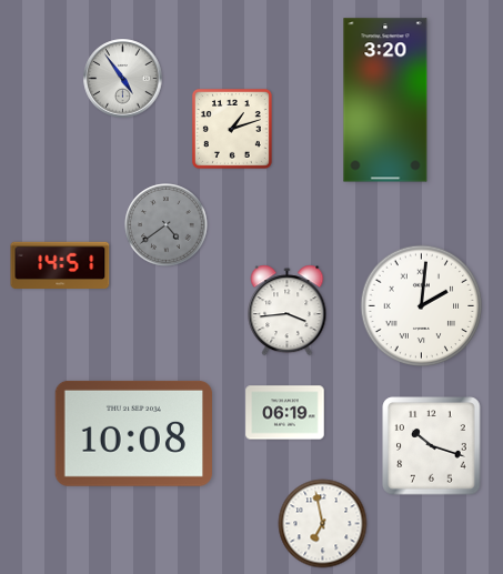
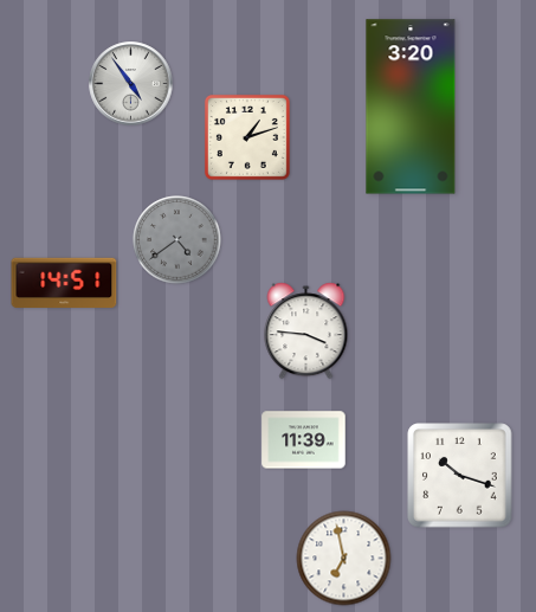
clock at (422, 306): 2:01 -> none
clock at (288, 311): 3:44 -> 3:46
clock at (285, 413): 06:19 -> 11:39
clock at (133, 433): 10:08 -> none
